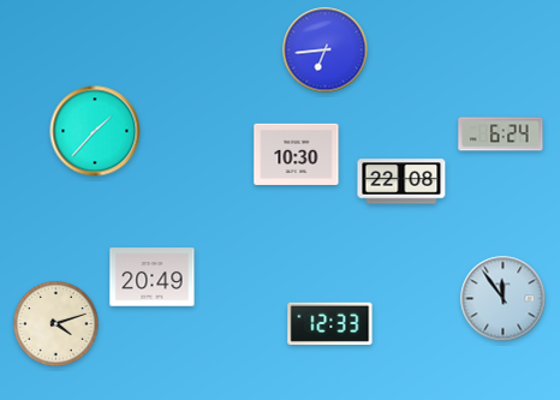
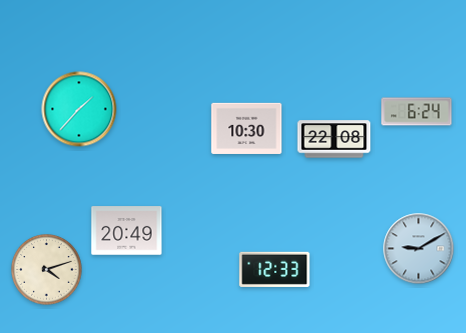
clock at (326, 50): 6:44 -> none
clock at (401, 181) position: (401, 181) -> (334, 139)
clock at (504, 299): 11:54 -> 9:10
